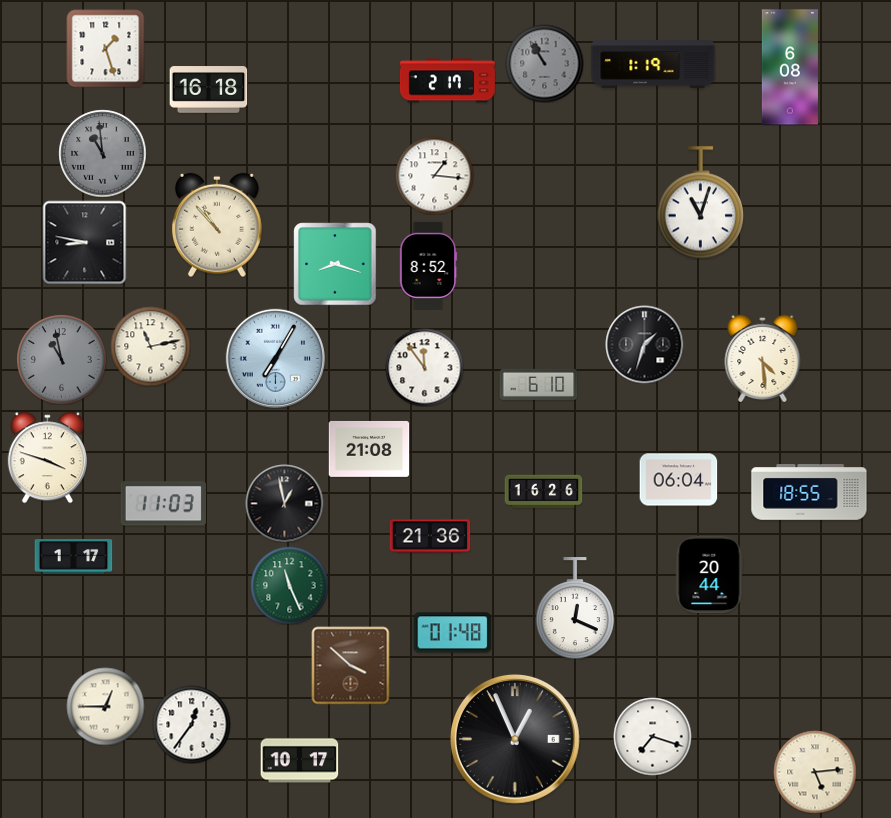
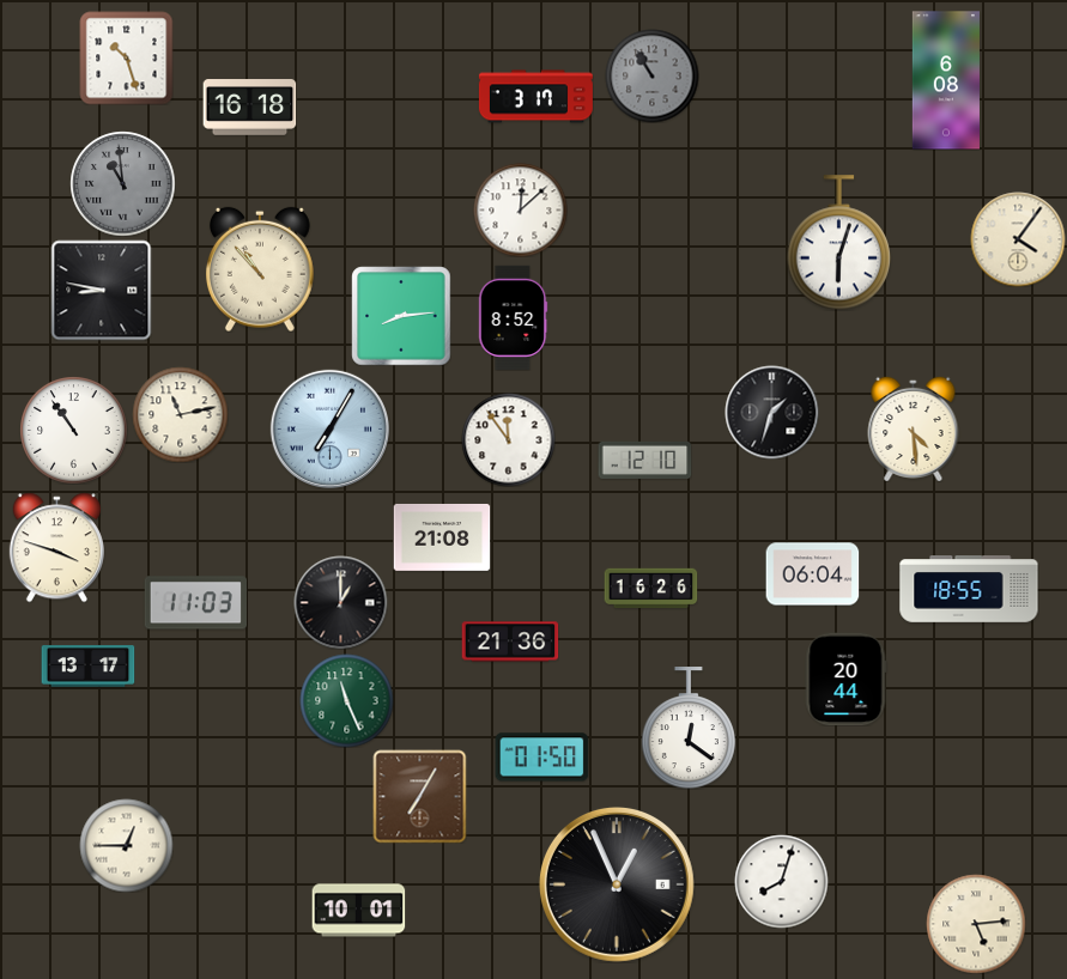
clock at (105, 48): 1:27 -> 10:27
clock at (653, 64): 1:19 -> none
clock at (447, 81): 2:17 -> 3:17
clock at (434, 175): 1:16 -> 12:08
clock at (1018, 239): none -> 4:06
clock at (701, 203): 11:03 -> 6:03
clock at (335, 264): 8:18 -> 8:14
clock at (61, 359): 10:58 -> 10:54
clock at (61, 359) dial: grey -> white
clock at (538, 384): 6:10 -> 12:10
clock at (284, 503): 12:58 -> 1:00
clock at (430, 536) position: (430, 536) -> (510, 641)
clock at (73, 557): 1:17 -> 13:17
clock at (709, 574) position: (709, 574) -> (845, 679)
clock at (575, 608): 12:19 -> 12:21
clock at (452, 633): 01:48 -> 01:50
clock at (350, 665): 3:52 -> 7:05
clock at (191, 724): 12:36 -> none
clock at (652, 736): 7:18 -> 8:03
clock at (299, 761): 10:17 -> 10:01
